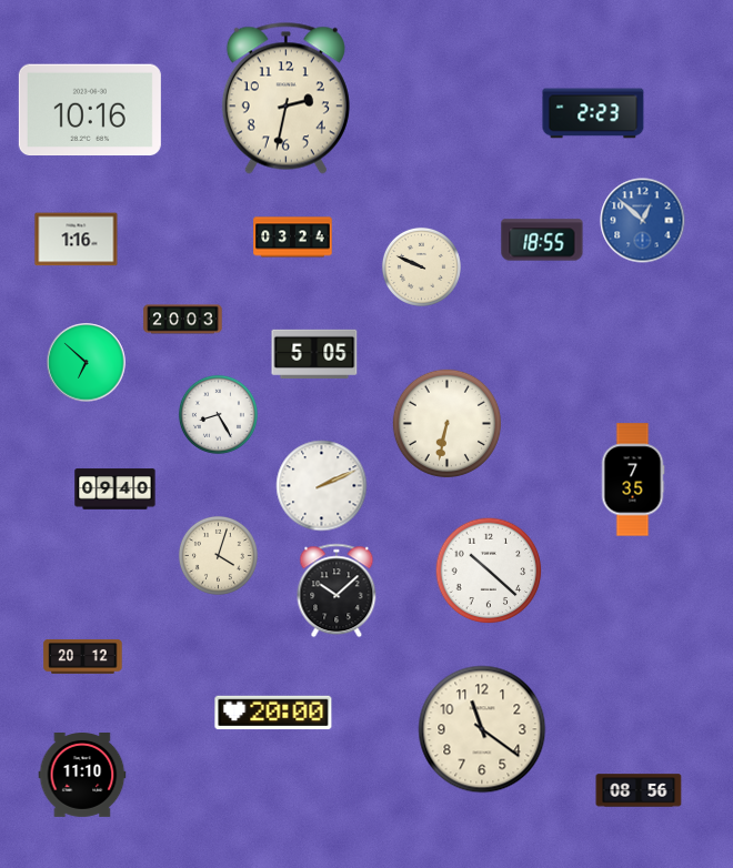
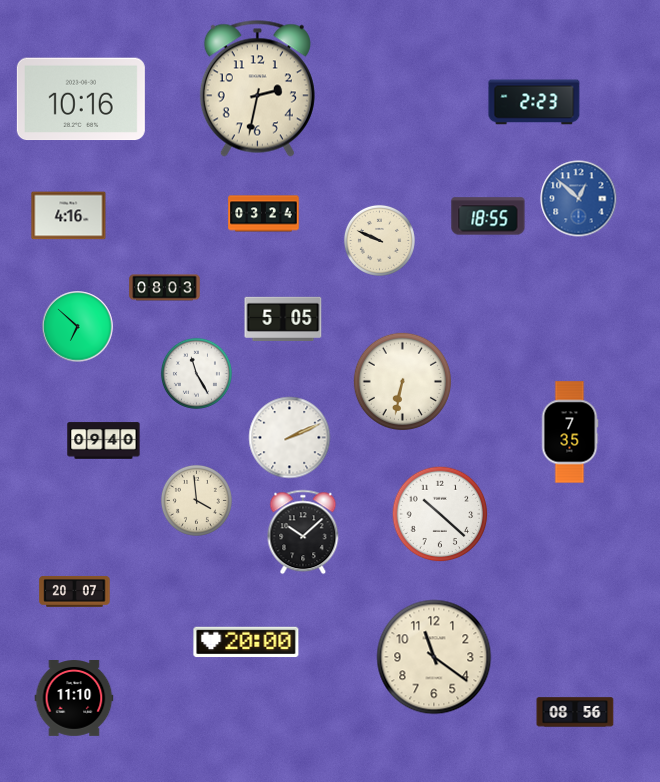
clock at (77, 240): 1:16 -> 4:16
clock at (183, 320): 20:03 -> 08:03
clock at (218, 414): 8:25 -> 11:25
clock at (218, 555): 4:03 -> 3:59
clock at (83, 657): 20:12 -> 20:07
